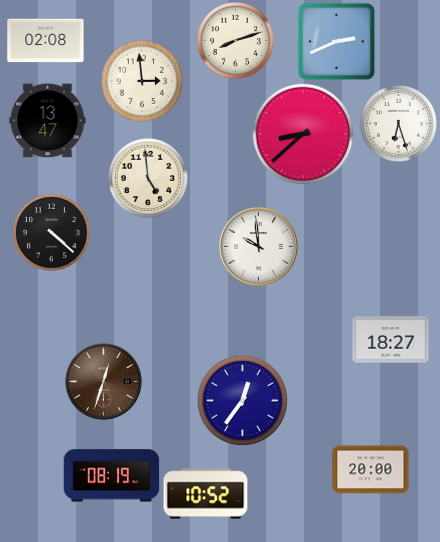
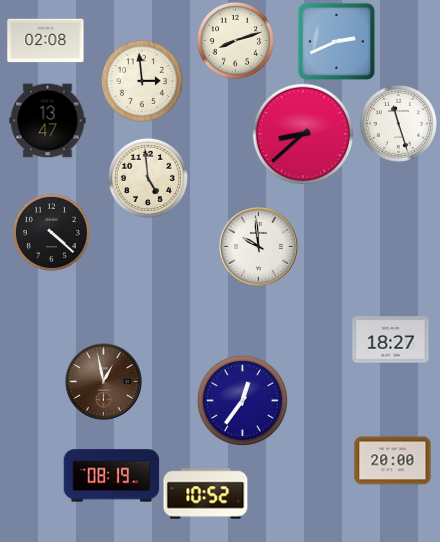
clock at (398, 123): 6:27 -> 11:27
clock at (104, 382): 12:33 -> 12:58
clock at (371, 470) position: (371, 470) -> (393, 461)
